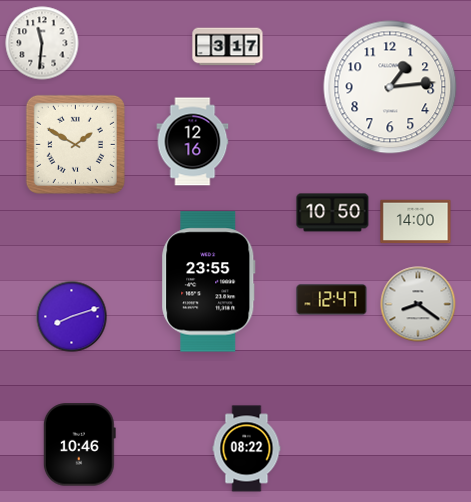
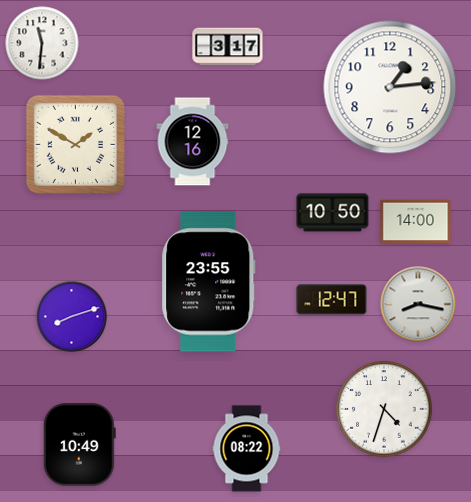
clock at (418, 304): 8:21 -> 8:17
clock at (384, 409): none -> 4:33
clock at (79, 445): 10:46 -> 10:49
